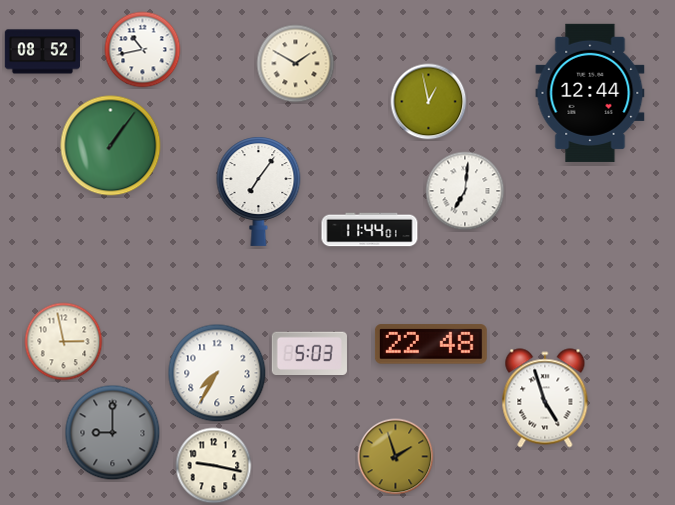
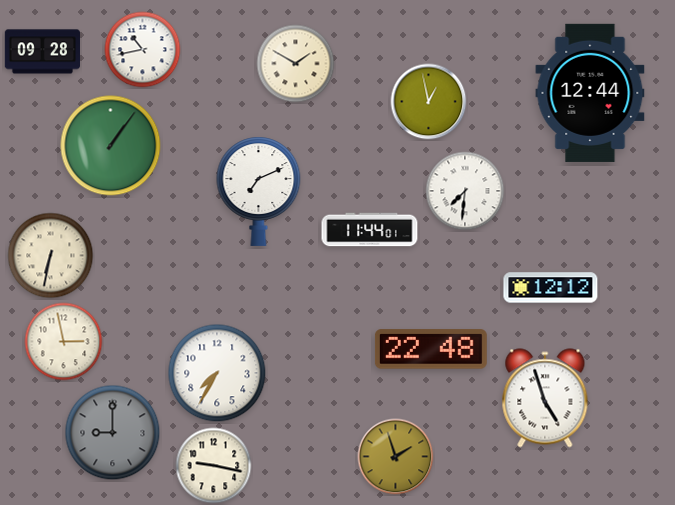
clock at (42, 52): 08:52 -> 09:28
clock at (259, 191): 7:06 -> 7:11
clock at (465, 191): 7:01 -> 7:31
clock at (51, 256): none -> 6:32
clock at (551, 288): none -> 12:12
clock at (431, 344) position: (431, 344) -> (431, 349)
clock at (309, 353): 5:03 -> none
